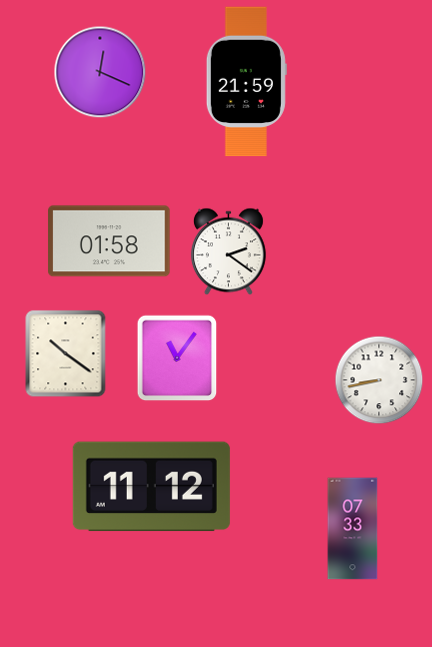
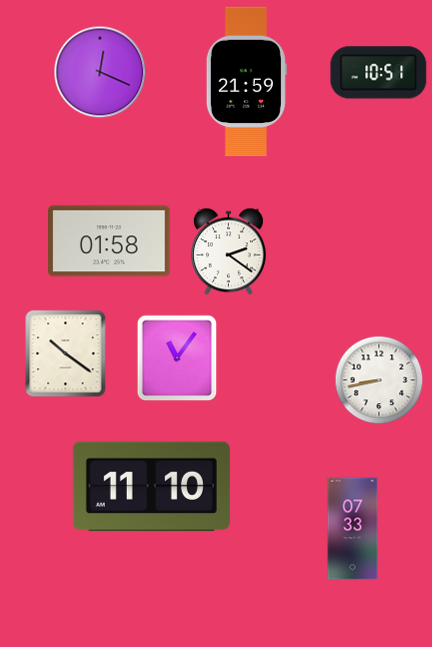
clock at (379, 73): none -> 10:51
clock at (151, 487): 11:12 -> 11:10
